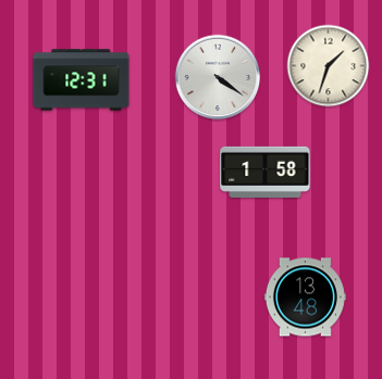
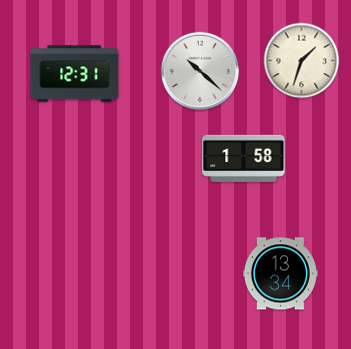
clock at (218, 77): 4:21 -> 10:22
clock at (305, 298): 13:48 -> 13:34
